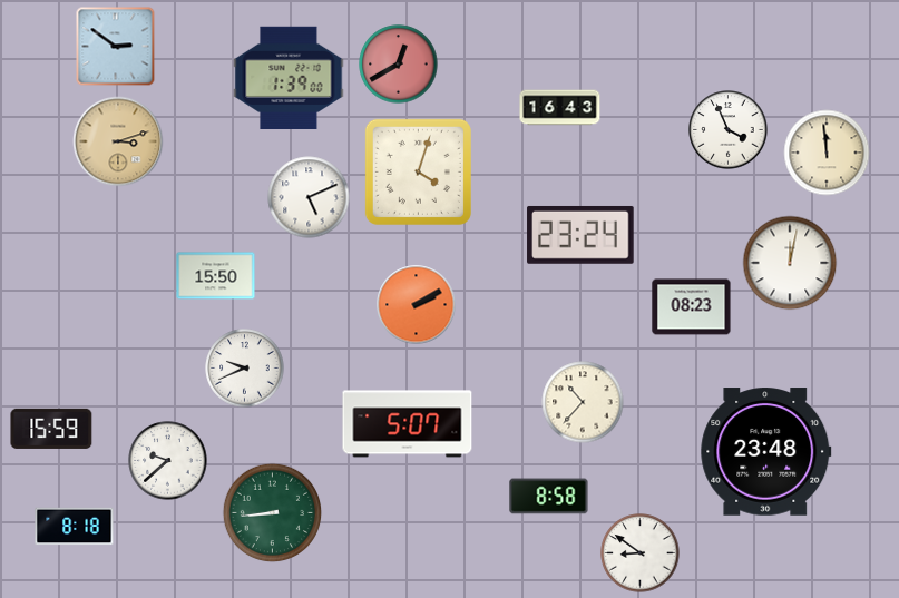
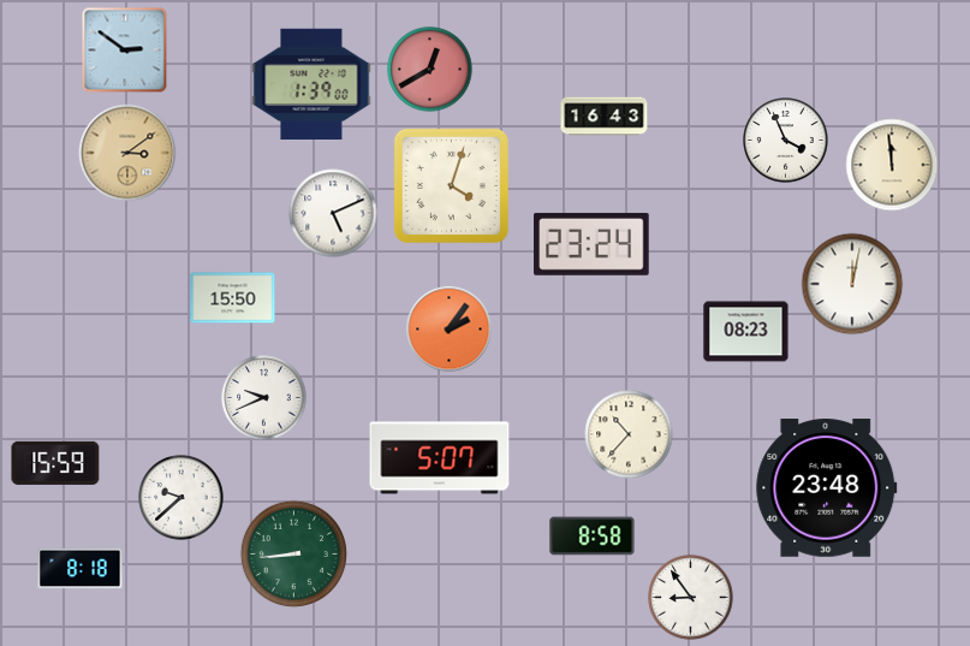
clock at (118, 141): 3:12 -> 3:09
clock at (580, 235) position: (580, 235) -> (591, 244)
clock at (417, 305): 2:10 -> 2:06
clock at (641, 553): 8:51 -> 8:54
